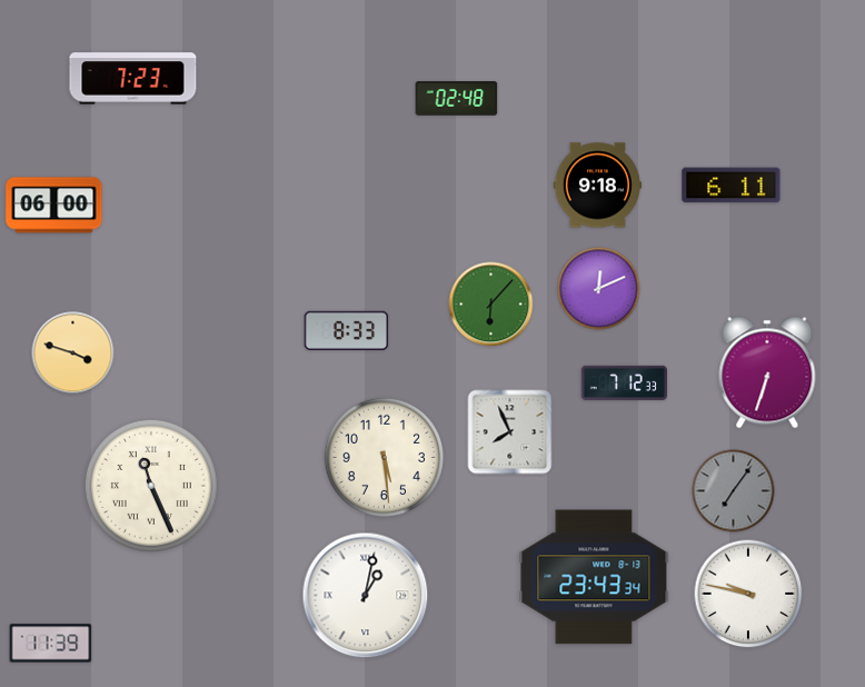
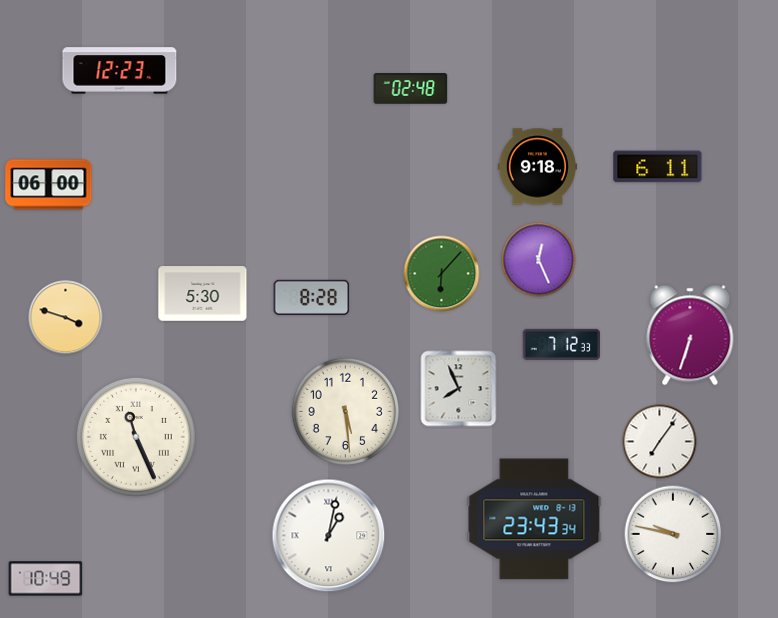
clock at (133, 79): 7:23 -> 12:23
clock at (599, 289): 12:11 -> 12:26
clock at (203, 294): none -> 5:30
clock at (347, 330): 8:33 -> 8:28
clock at (734, 491) dial: grey -> white
clock at (51, 644): 11:39 -> 10:49
